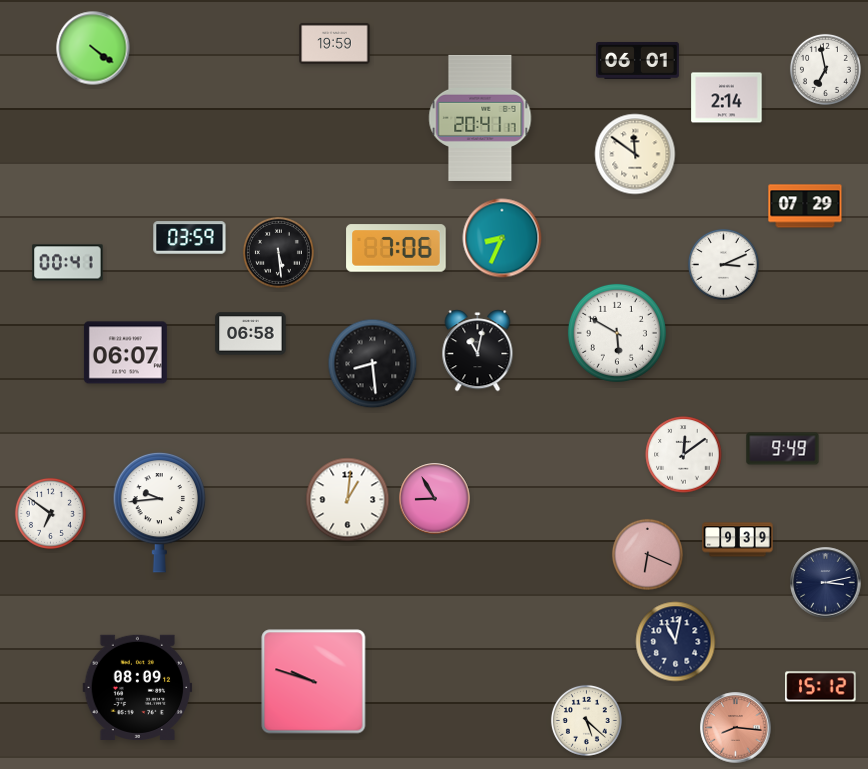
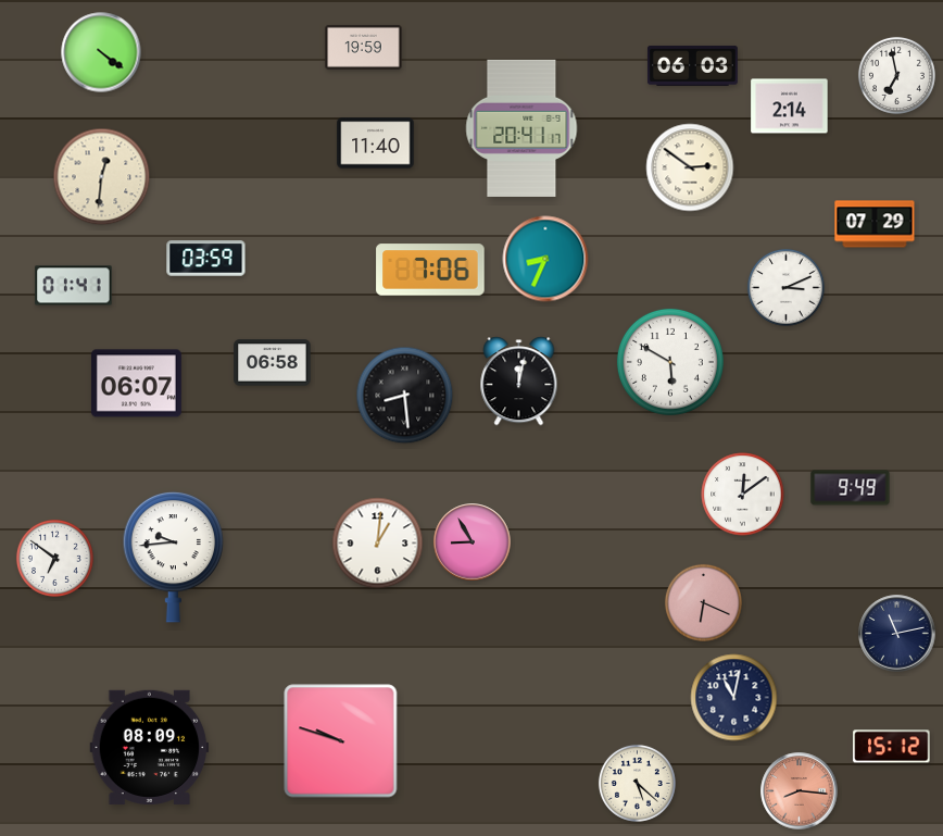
clock at (637, 60): 06:01 -> 06:03
clock at (376, 144): none -> 11:40
clock at (635, 154): 11:51 -> 2:51
clock at (102, 177): none -> 12:31
clock at (278, 252): 5:29 -> none
clock at (68, 263): 00:41 -> 01:41
clock at (478, 351): 11:02 -> 12:02
clock at (738, 540): 9:39 -> none
clock at (826, 583): 3:13 -> 11:13
